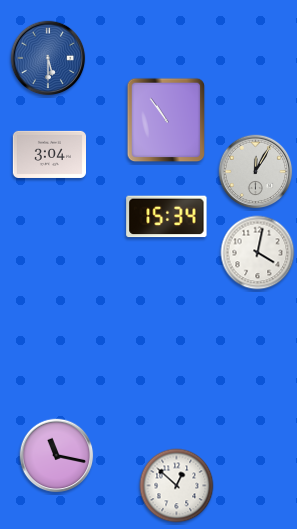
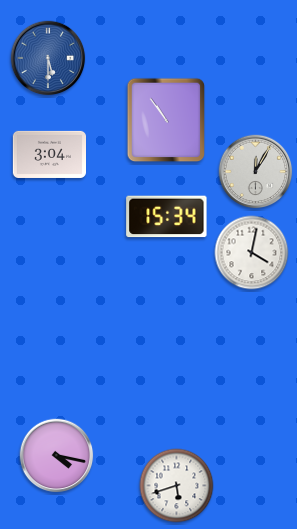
clock at (258, 253) position: (258, 253) -> (252, 253)
clock at (57, 456): 11:17 -> 4:17
clock at (177, 486): 12:52 -> 5:42
